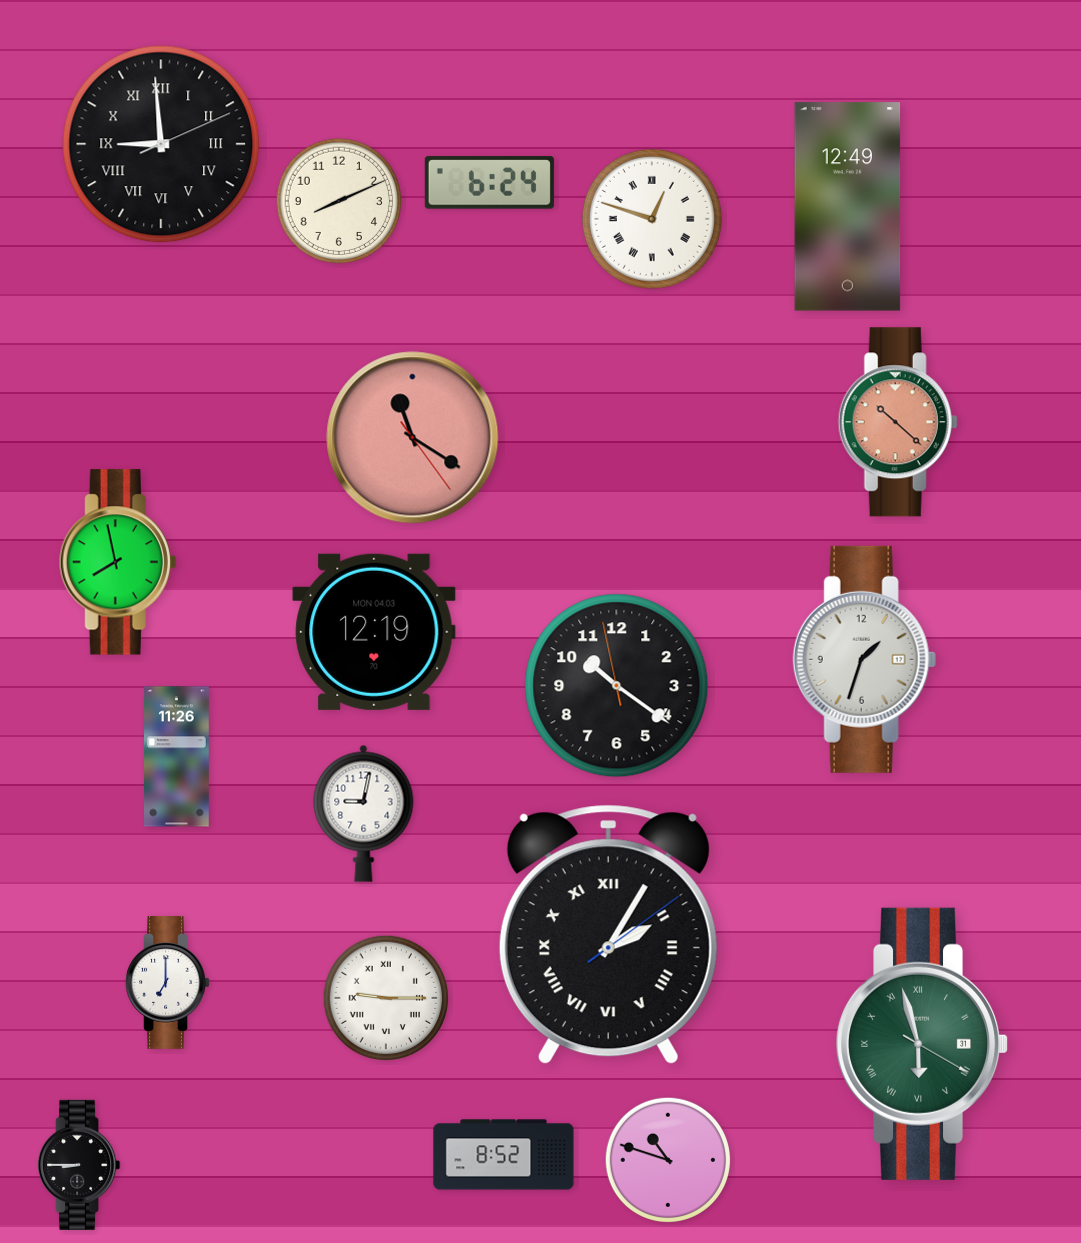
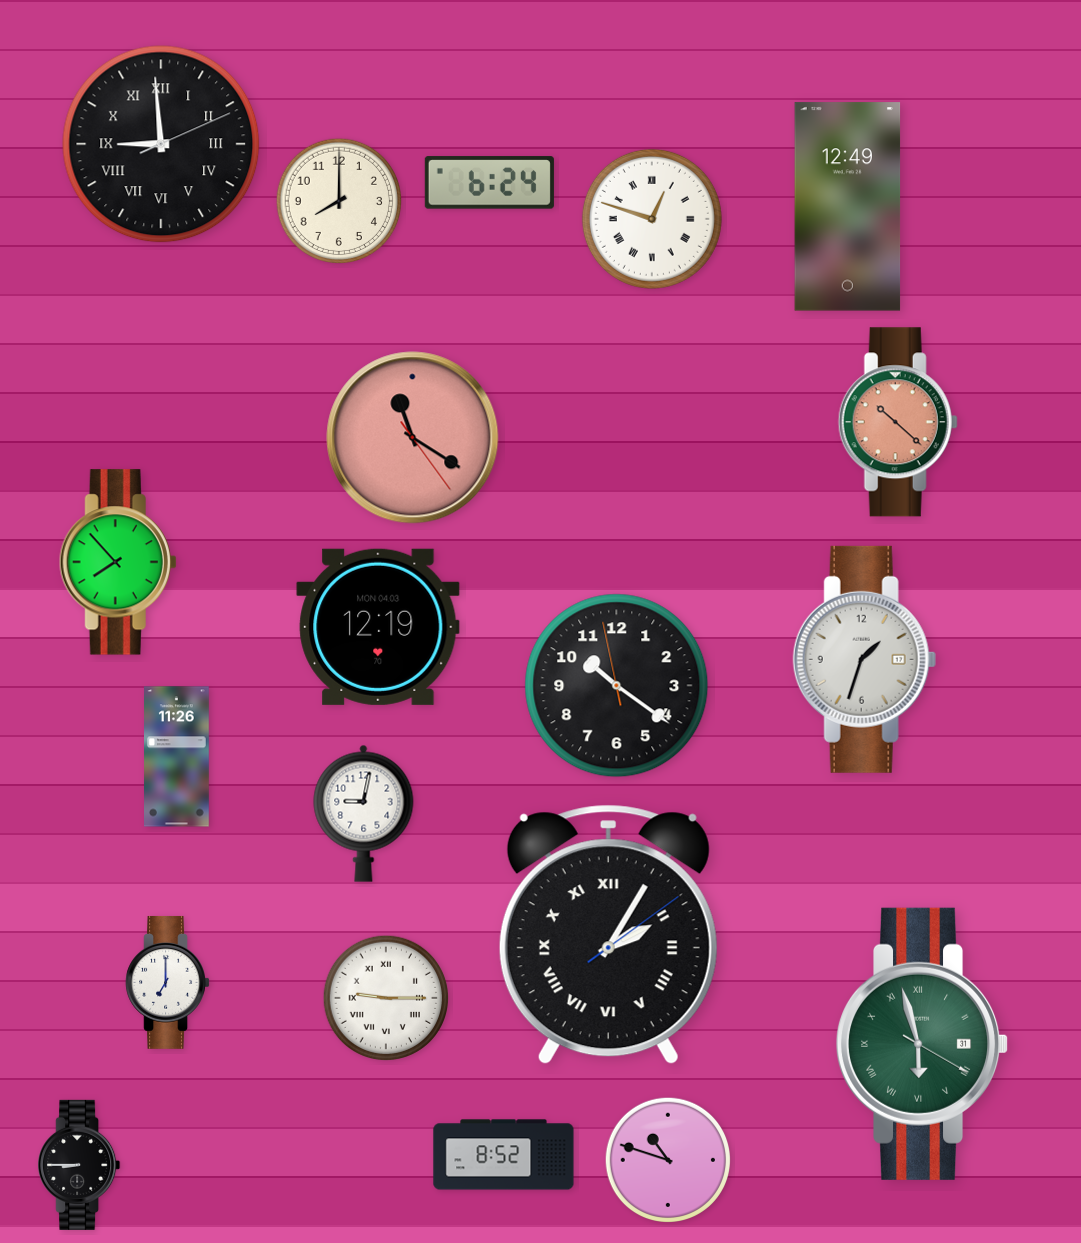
clock at (338, 200): 8:11 -> 8:00
clock at (118, 562): 7:58 -> 7:53
clock at (374, 632) position: (374, 632) -> (378, 627)
